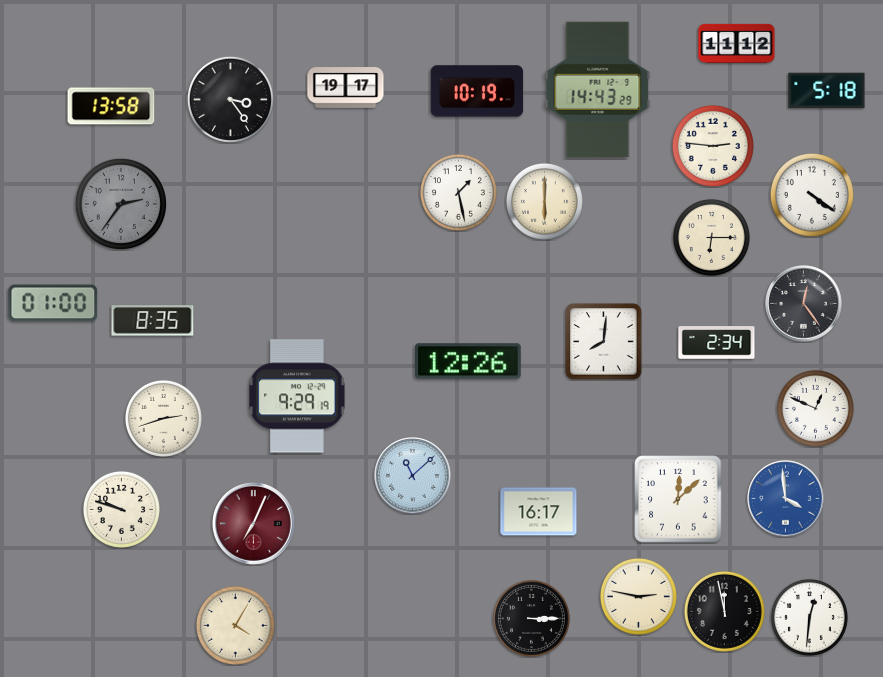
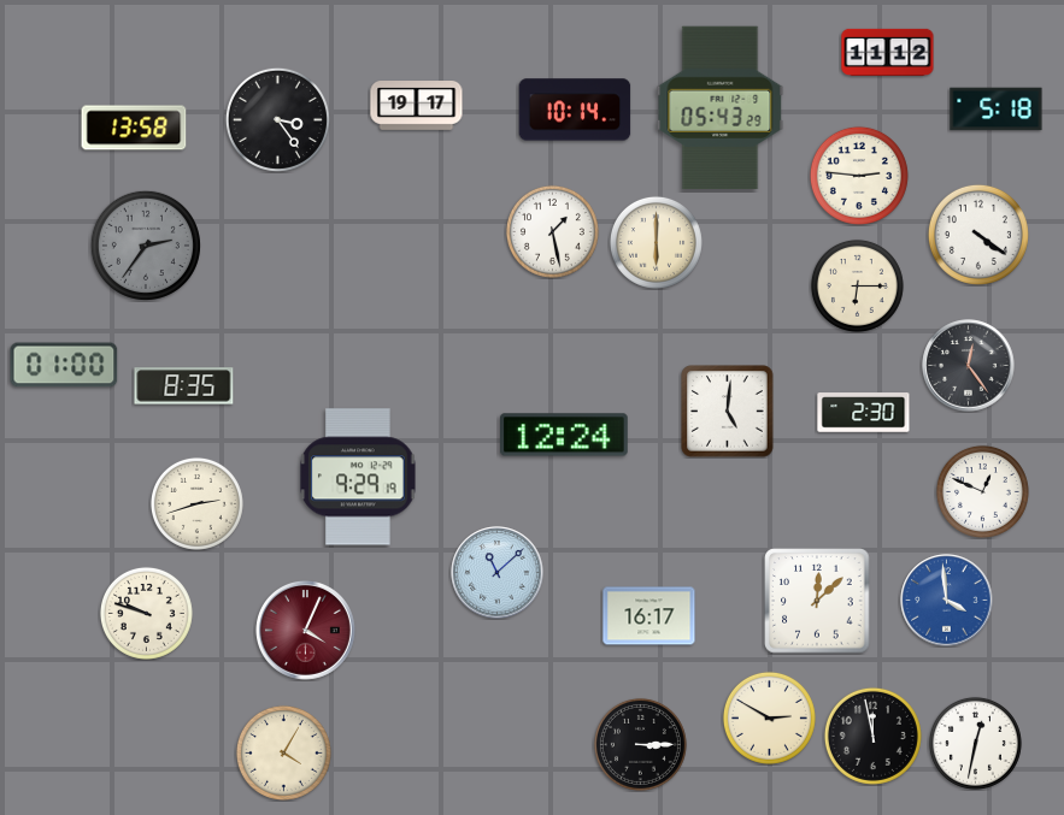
clock at (598, 89): 14:43 -> 05:43
clock at (477, 91): 10:19 -> 10:14
clock at (604, 342): 8:01 -> 5:01
clock at (717, 343): 2:34 -> 2:30
clock at (469, 361): 12:26 -> 12:24
clock at (253, 523): 7:04 -> 4:04
clock at (638, 596): 2:47 -> 2:50
clock at (809, 617): 12:31 -> 12:32
